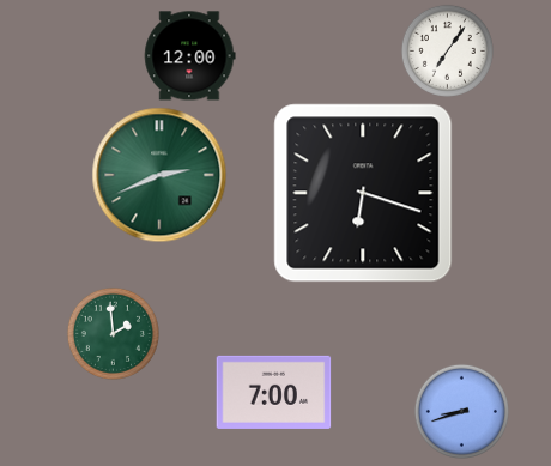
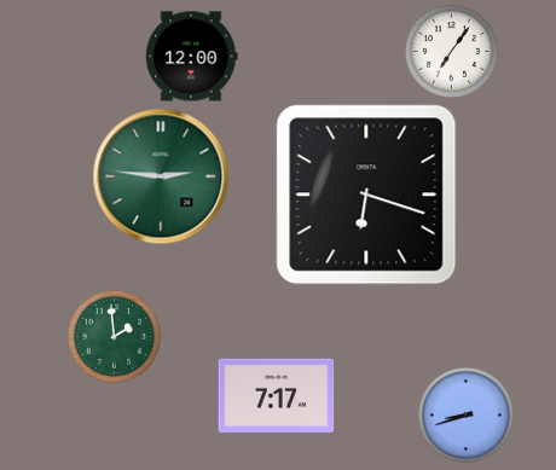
clock at (159, 175): 2:41 -> 2:46
clock at (274, 392): 7:00 -> 7:17
